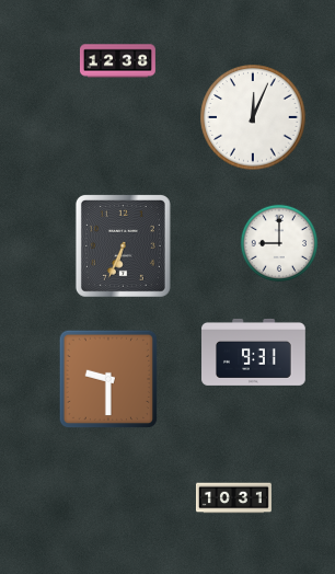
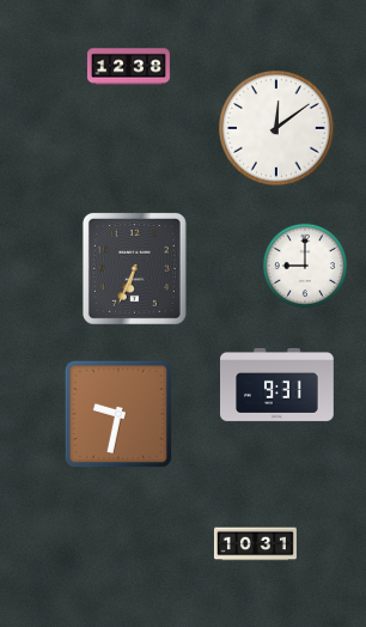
clock at (253, 117): 12:04 -> 12:09
clock at (108, 379): 9:30 -> 9:32
